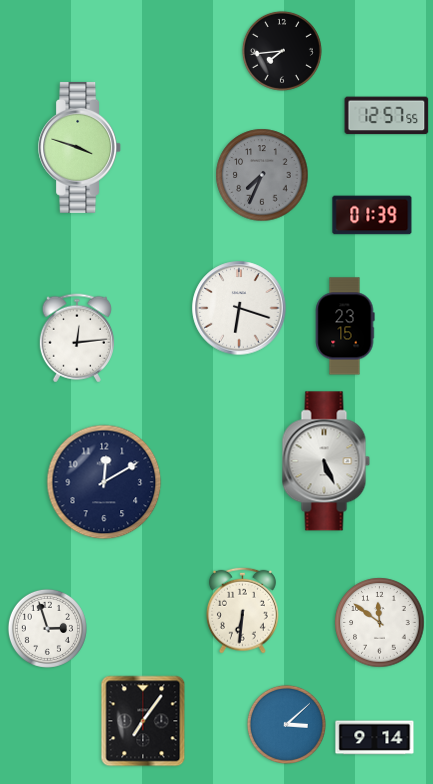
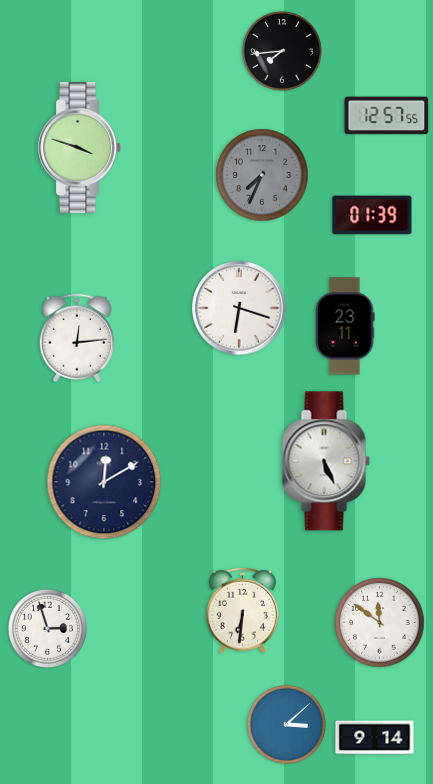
clock at (345, 326): 23:15 -> 23:11
clock at (143, 721): 7:06 -> none
